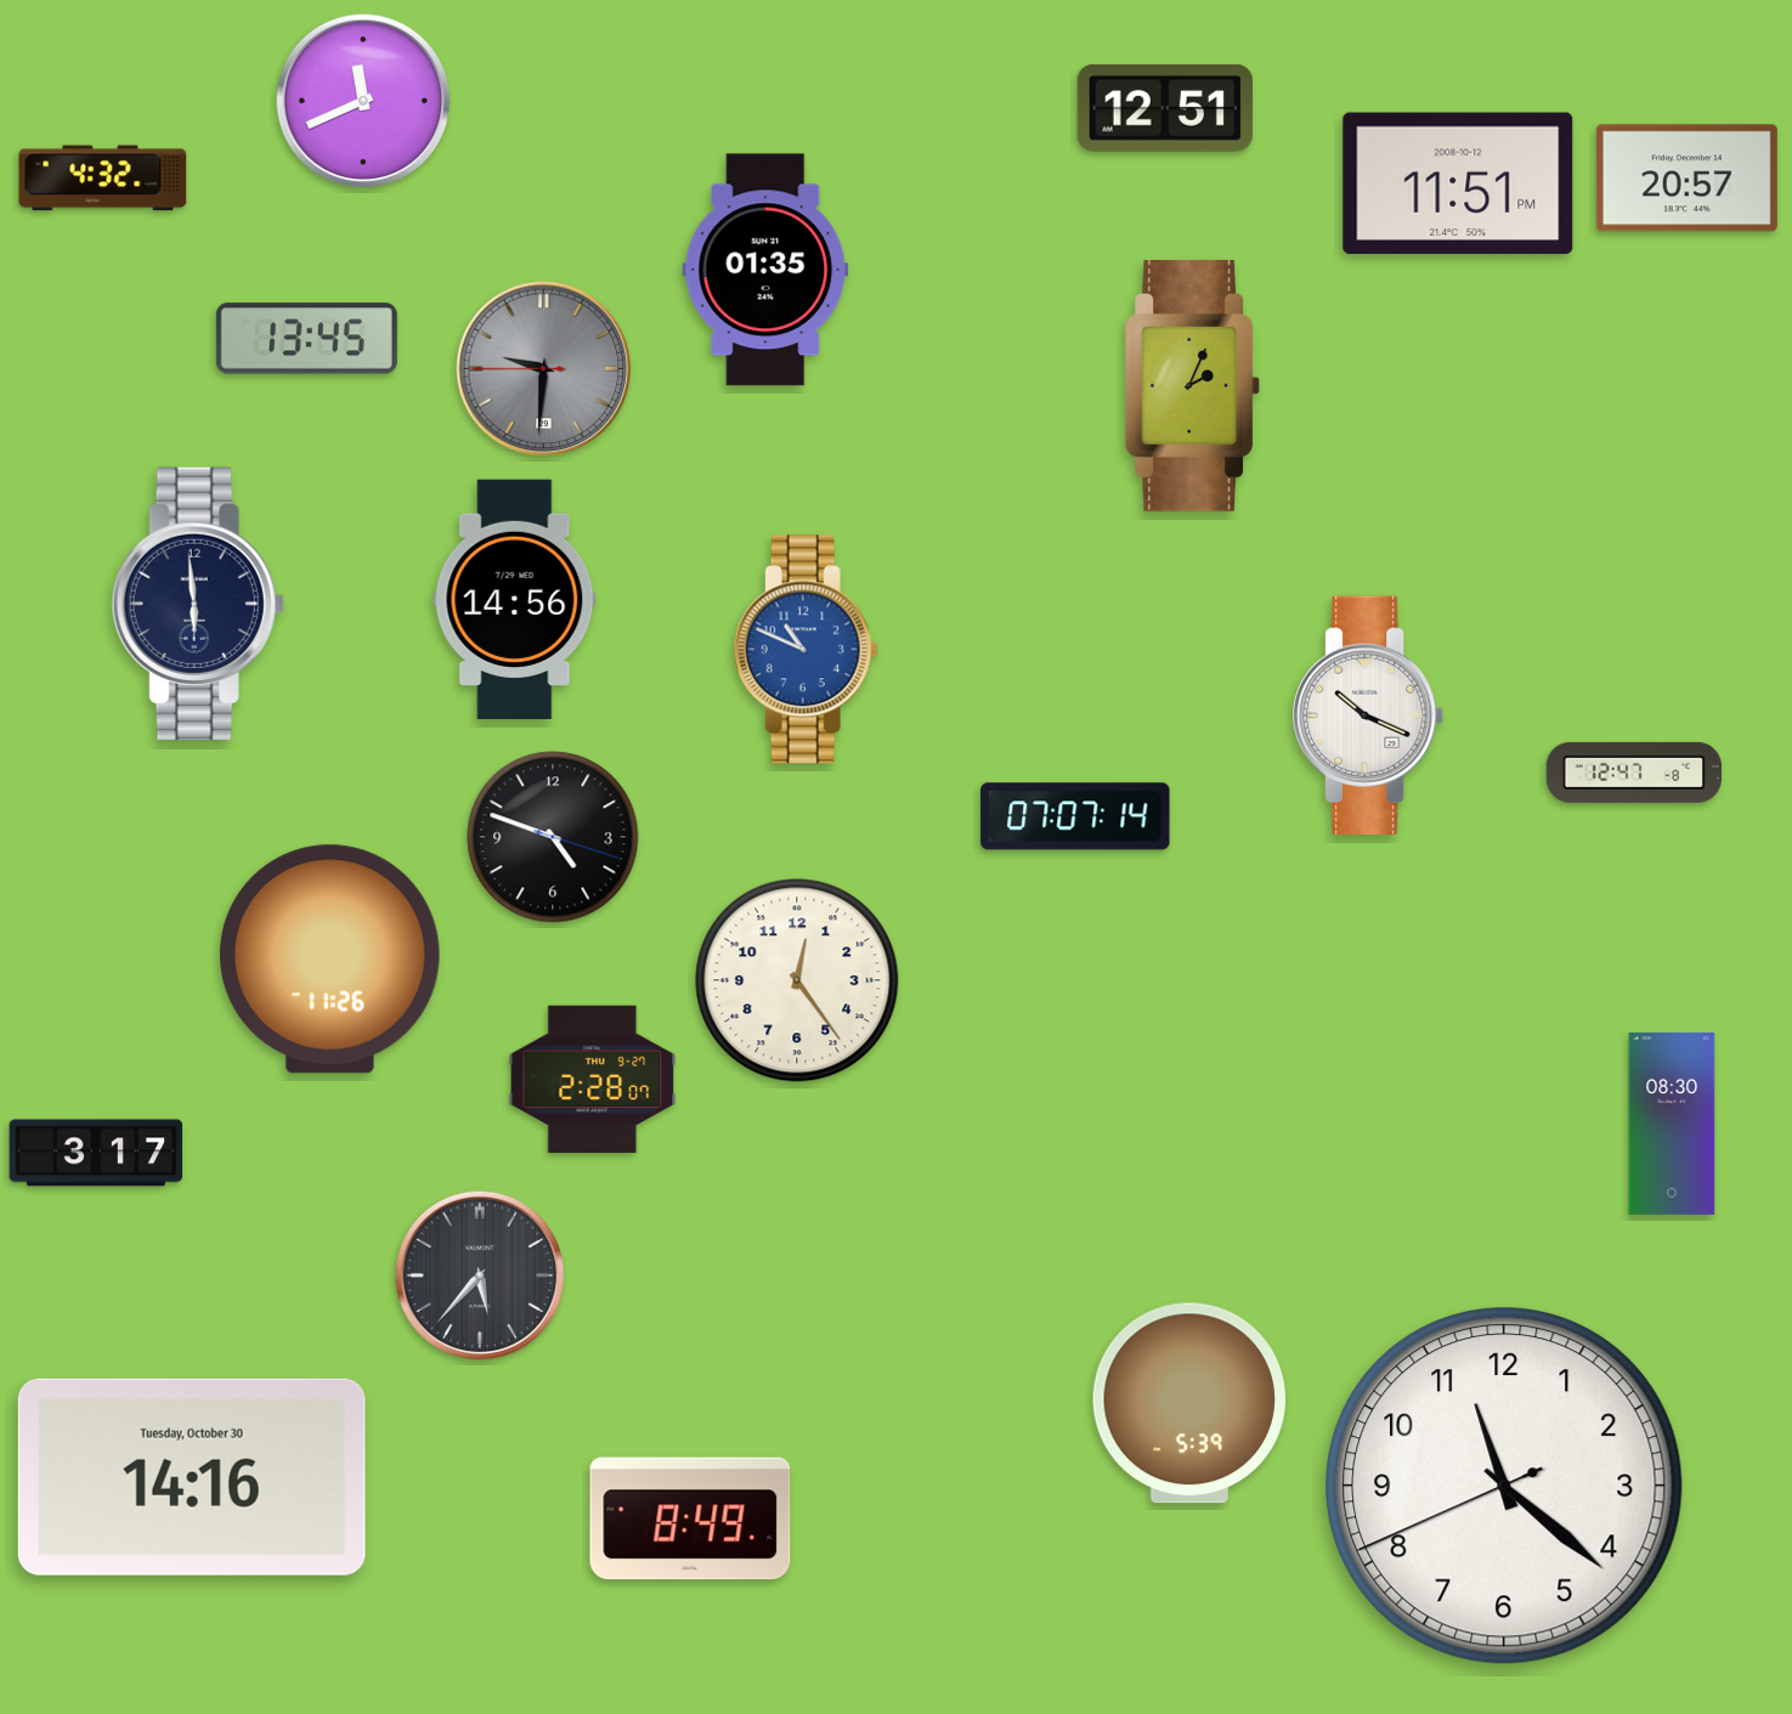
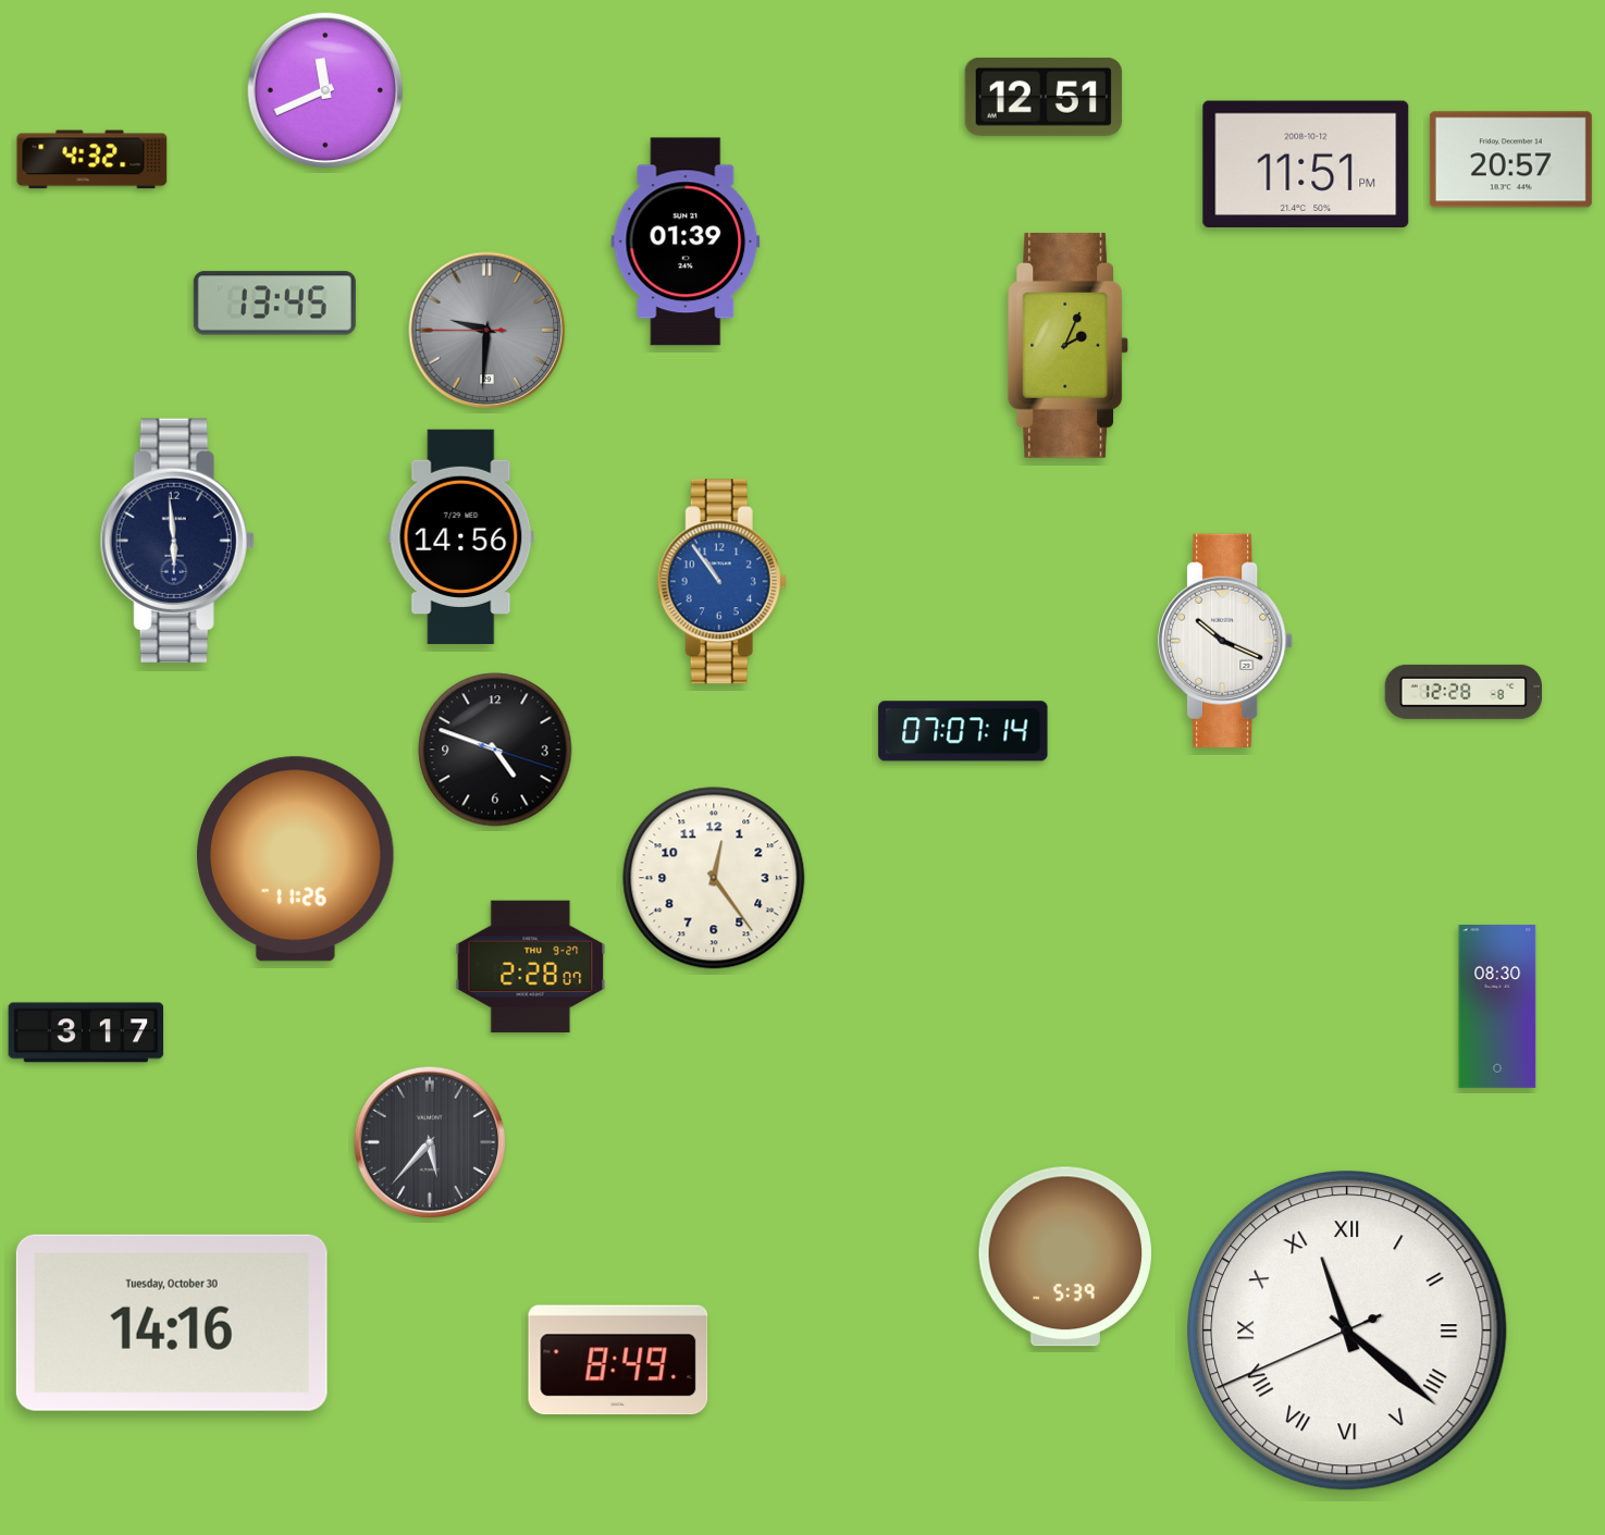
clock at (765, 270): 01:35 -> 01:39
clock at (805, 650): 10:49 -> 10:54
clock at (1633, 773): 12:47 -> 12:28
clock at (1505, 1487) numerals: Arabic -> Roman
